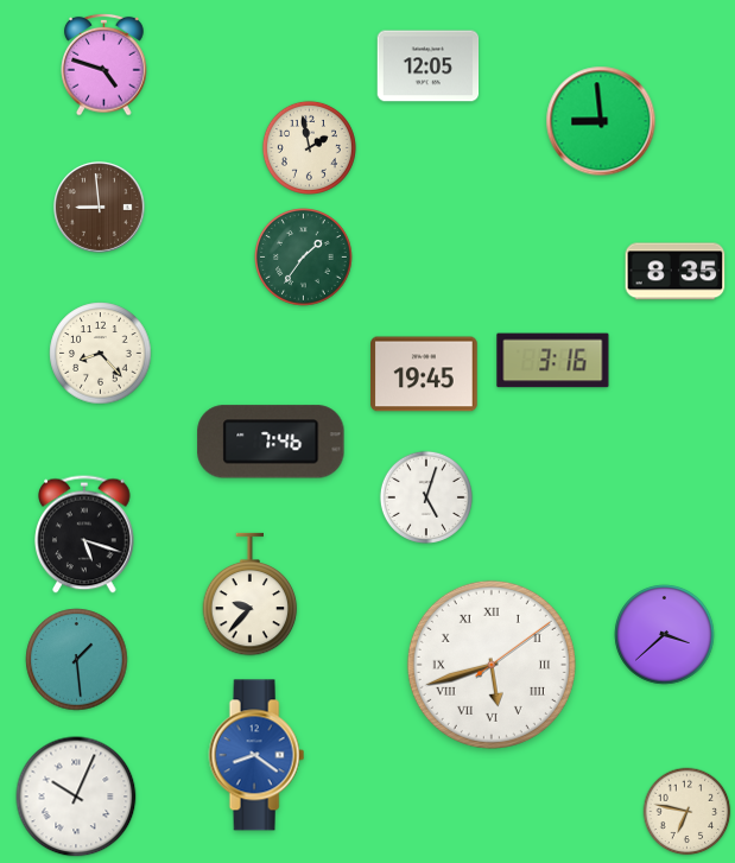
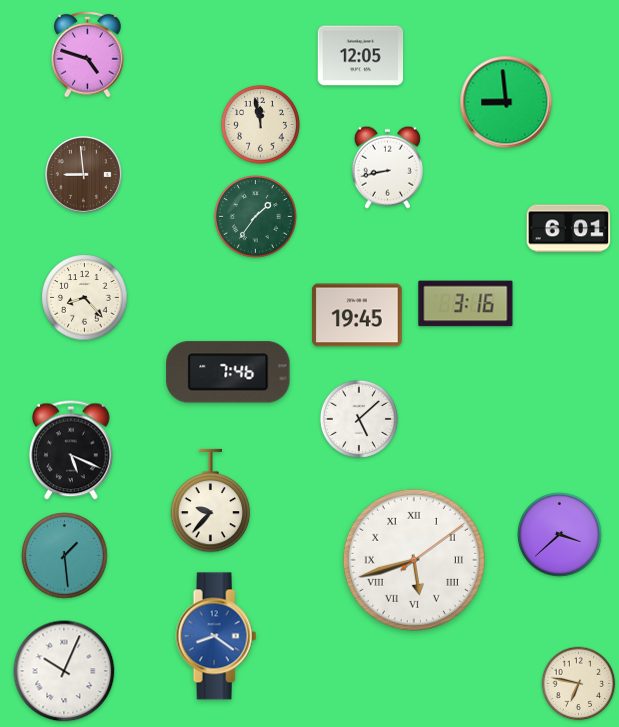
clock at (309, 147): 1:58 -> 11:58
clock at (387, 167): none -> 8:43
clock at (676, 272): 8:35 -> 6:01
clock at (426, 497): 5:03 -> 5:08
clock at (84, 534): 5:18 -> 5:19
